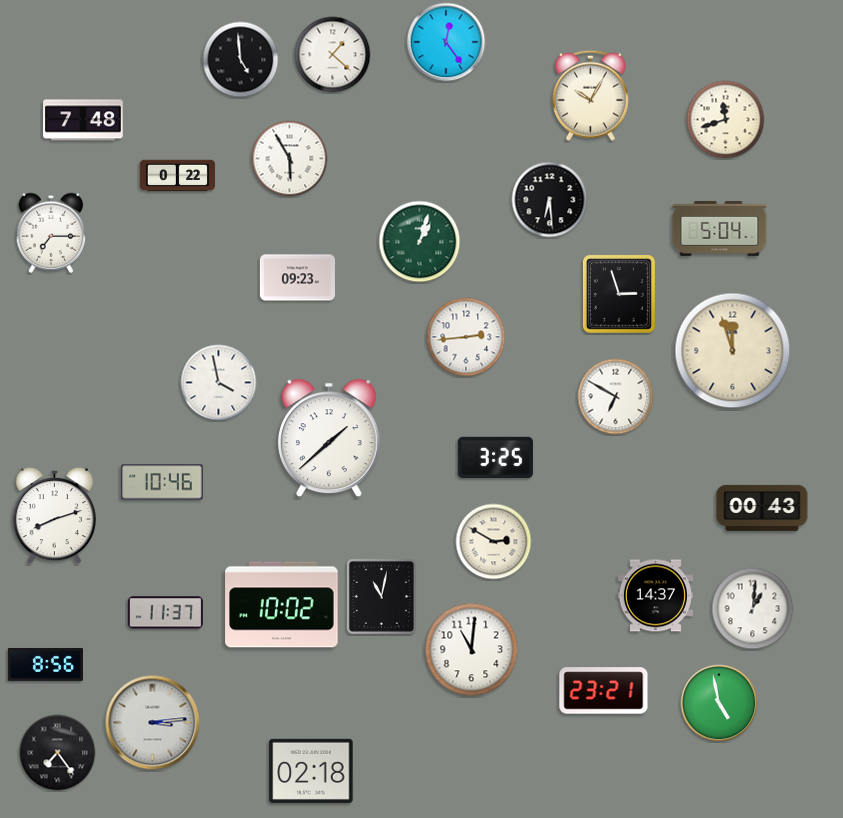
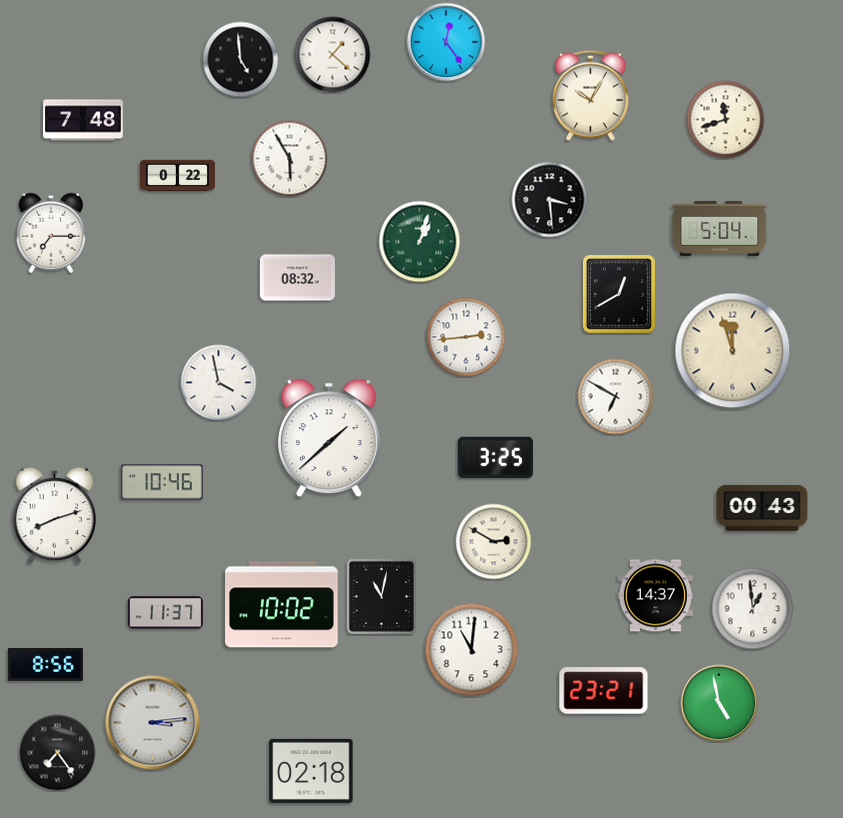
clock at (550, 200): 6:29 -> 3:29
clock at (297, 278): 09:23 -> 08:32
clock at (619, 294): 2:57 -> 12:40
clock at (753, 609): 1:01 -> 12:59
